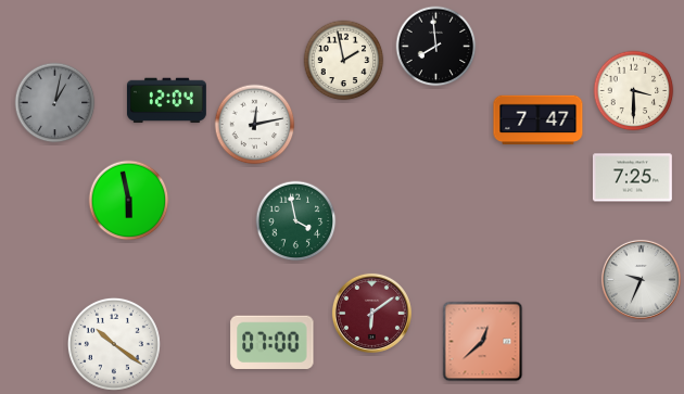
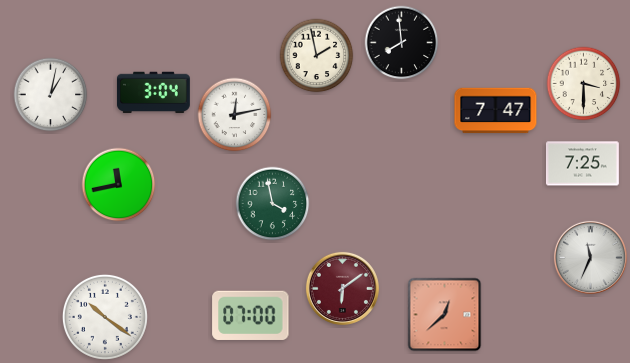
clock at (166, 101): 12:04 -> 3:04
clock at (55, 103) dial: grey -> white
clock at (129, 201): 5:58 -> 11:43
clock at (641, 279): 9:34 -> 11:34
